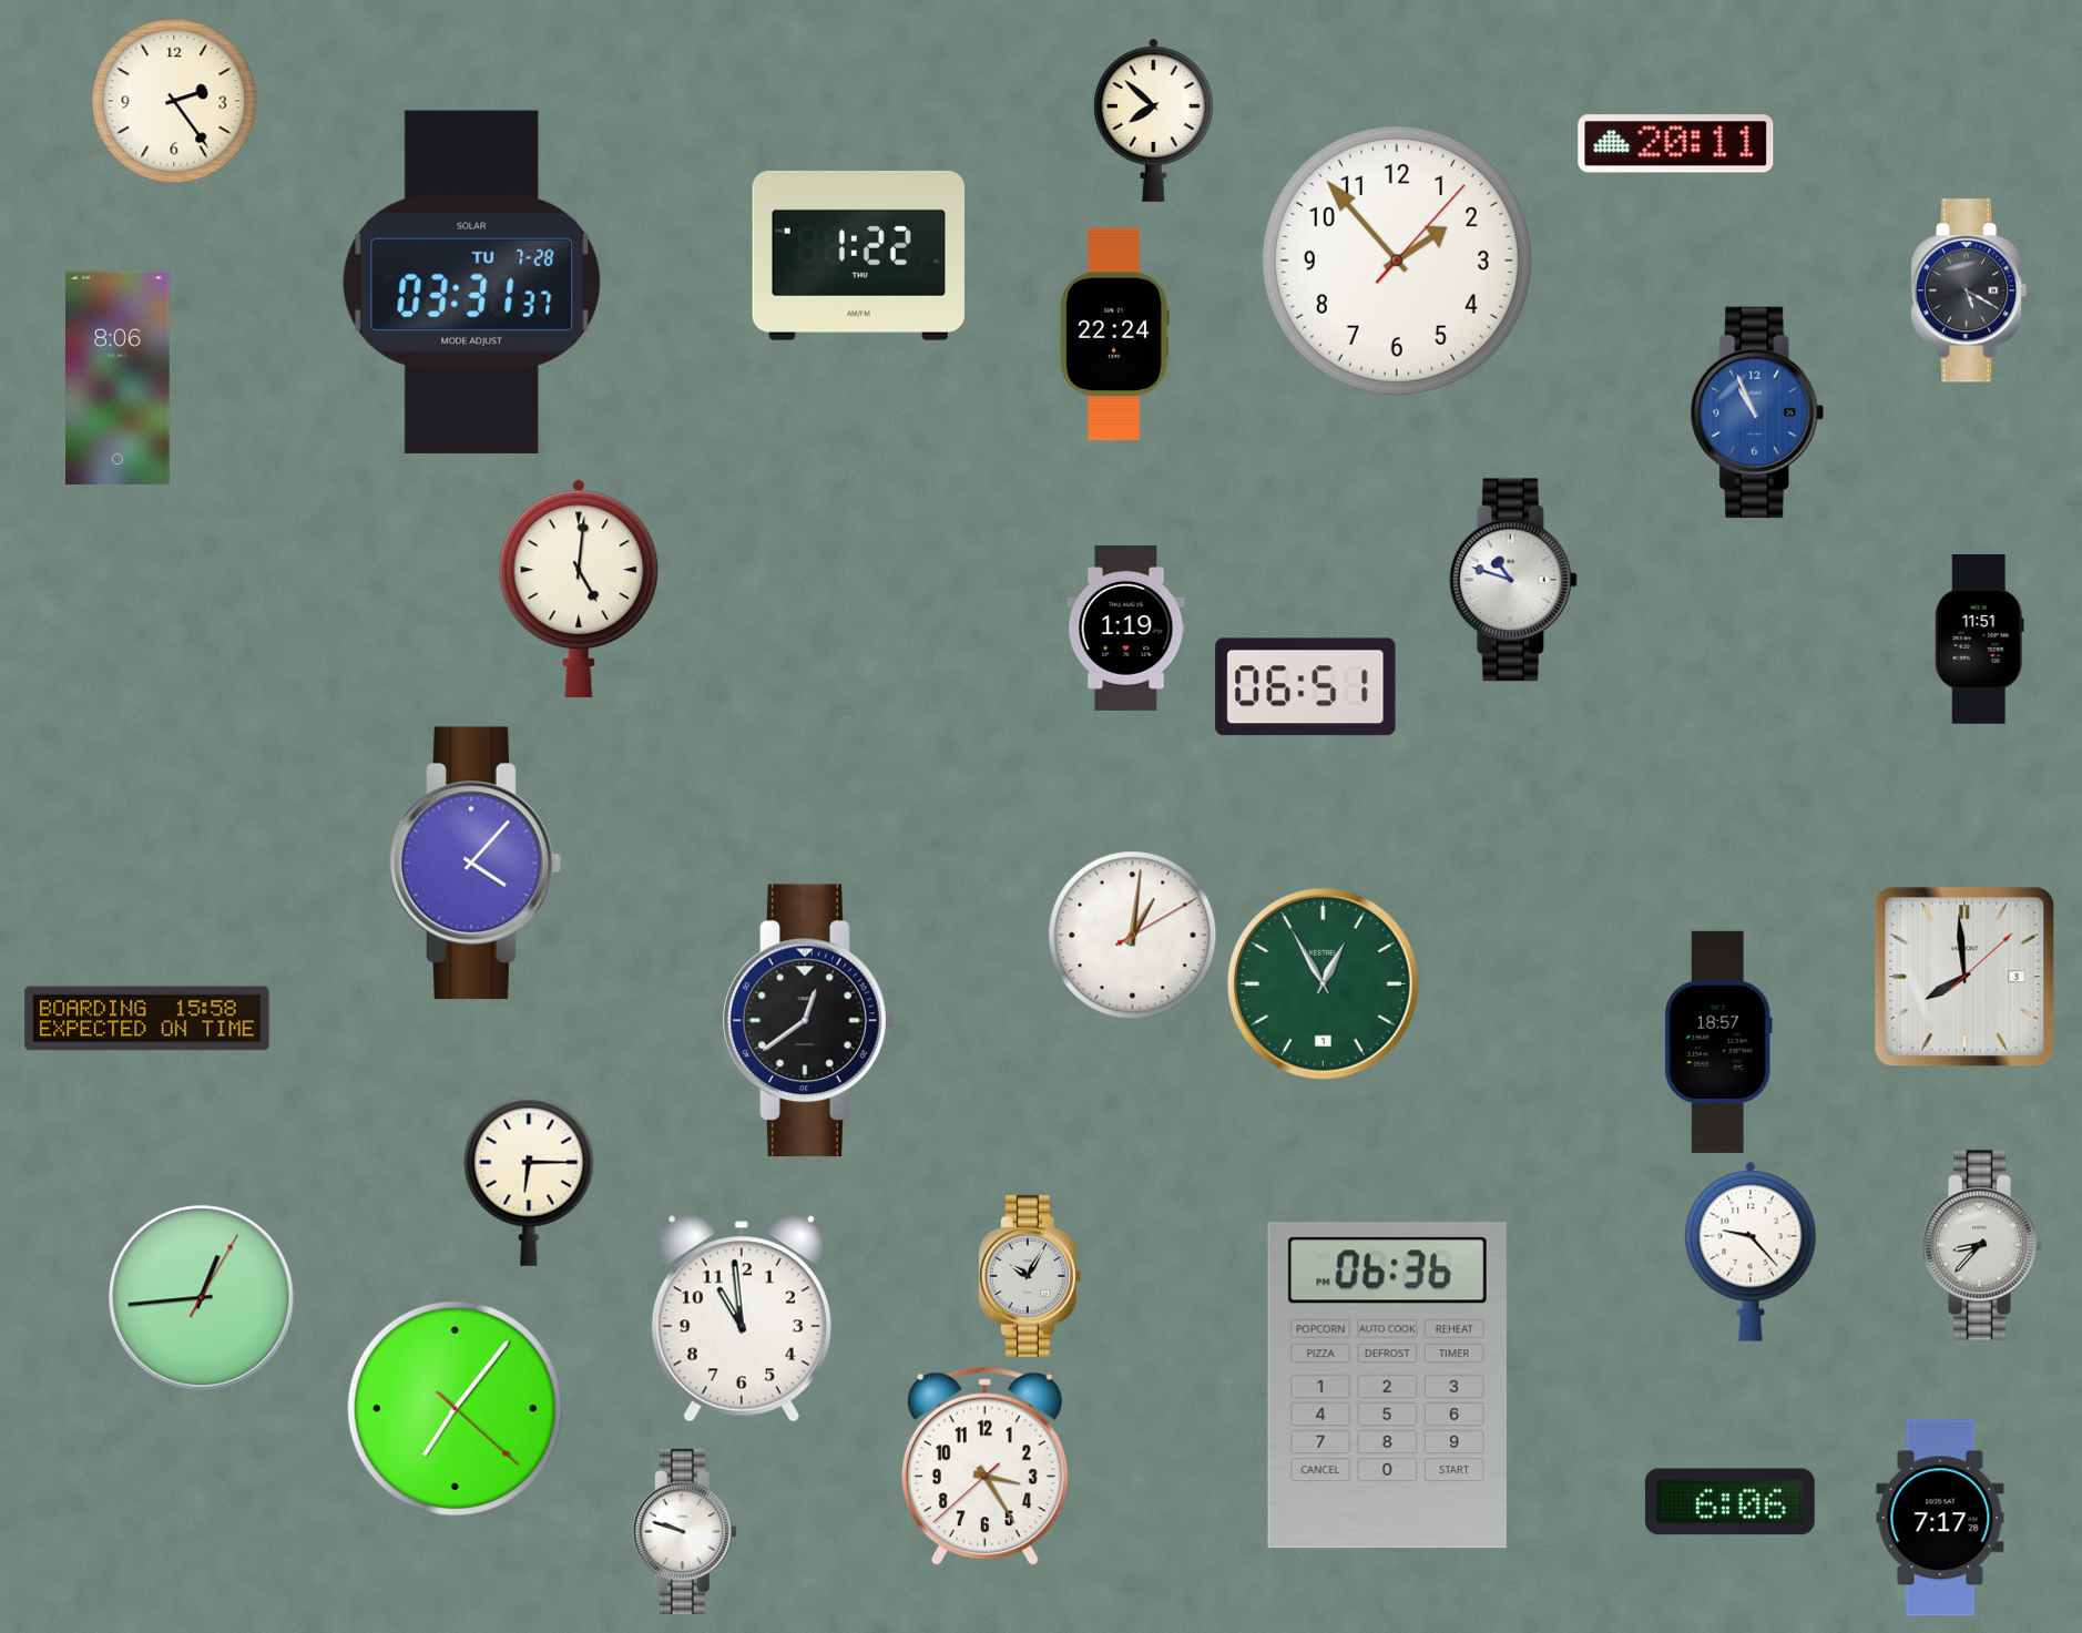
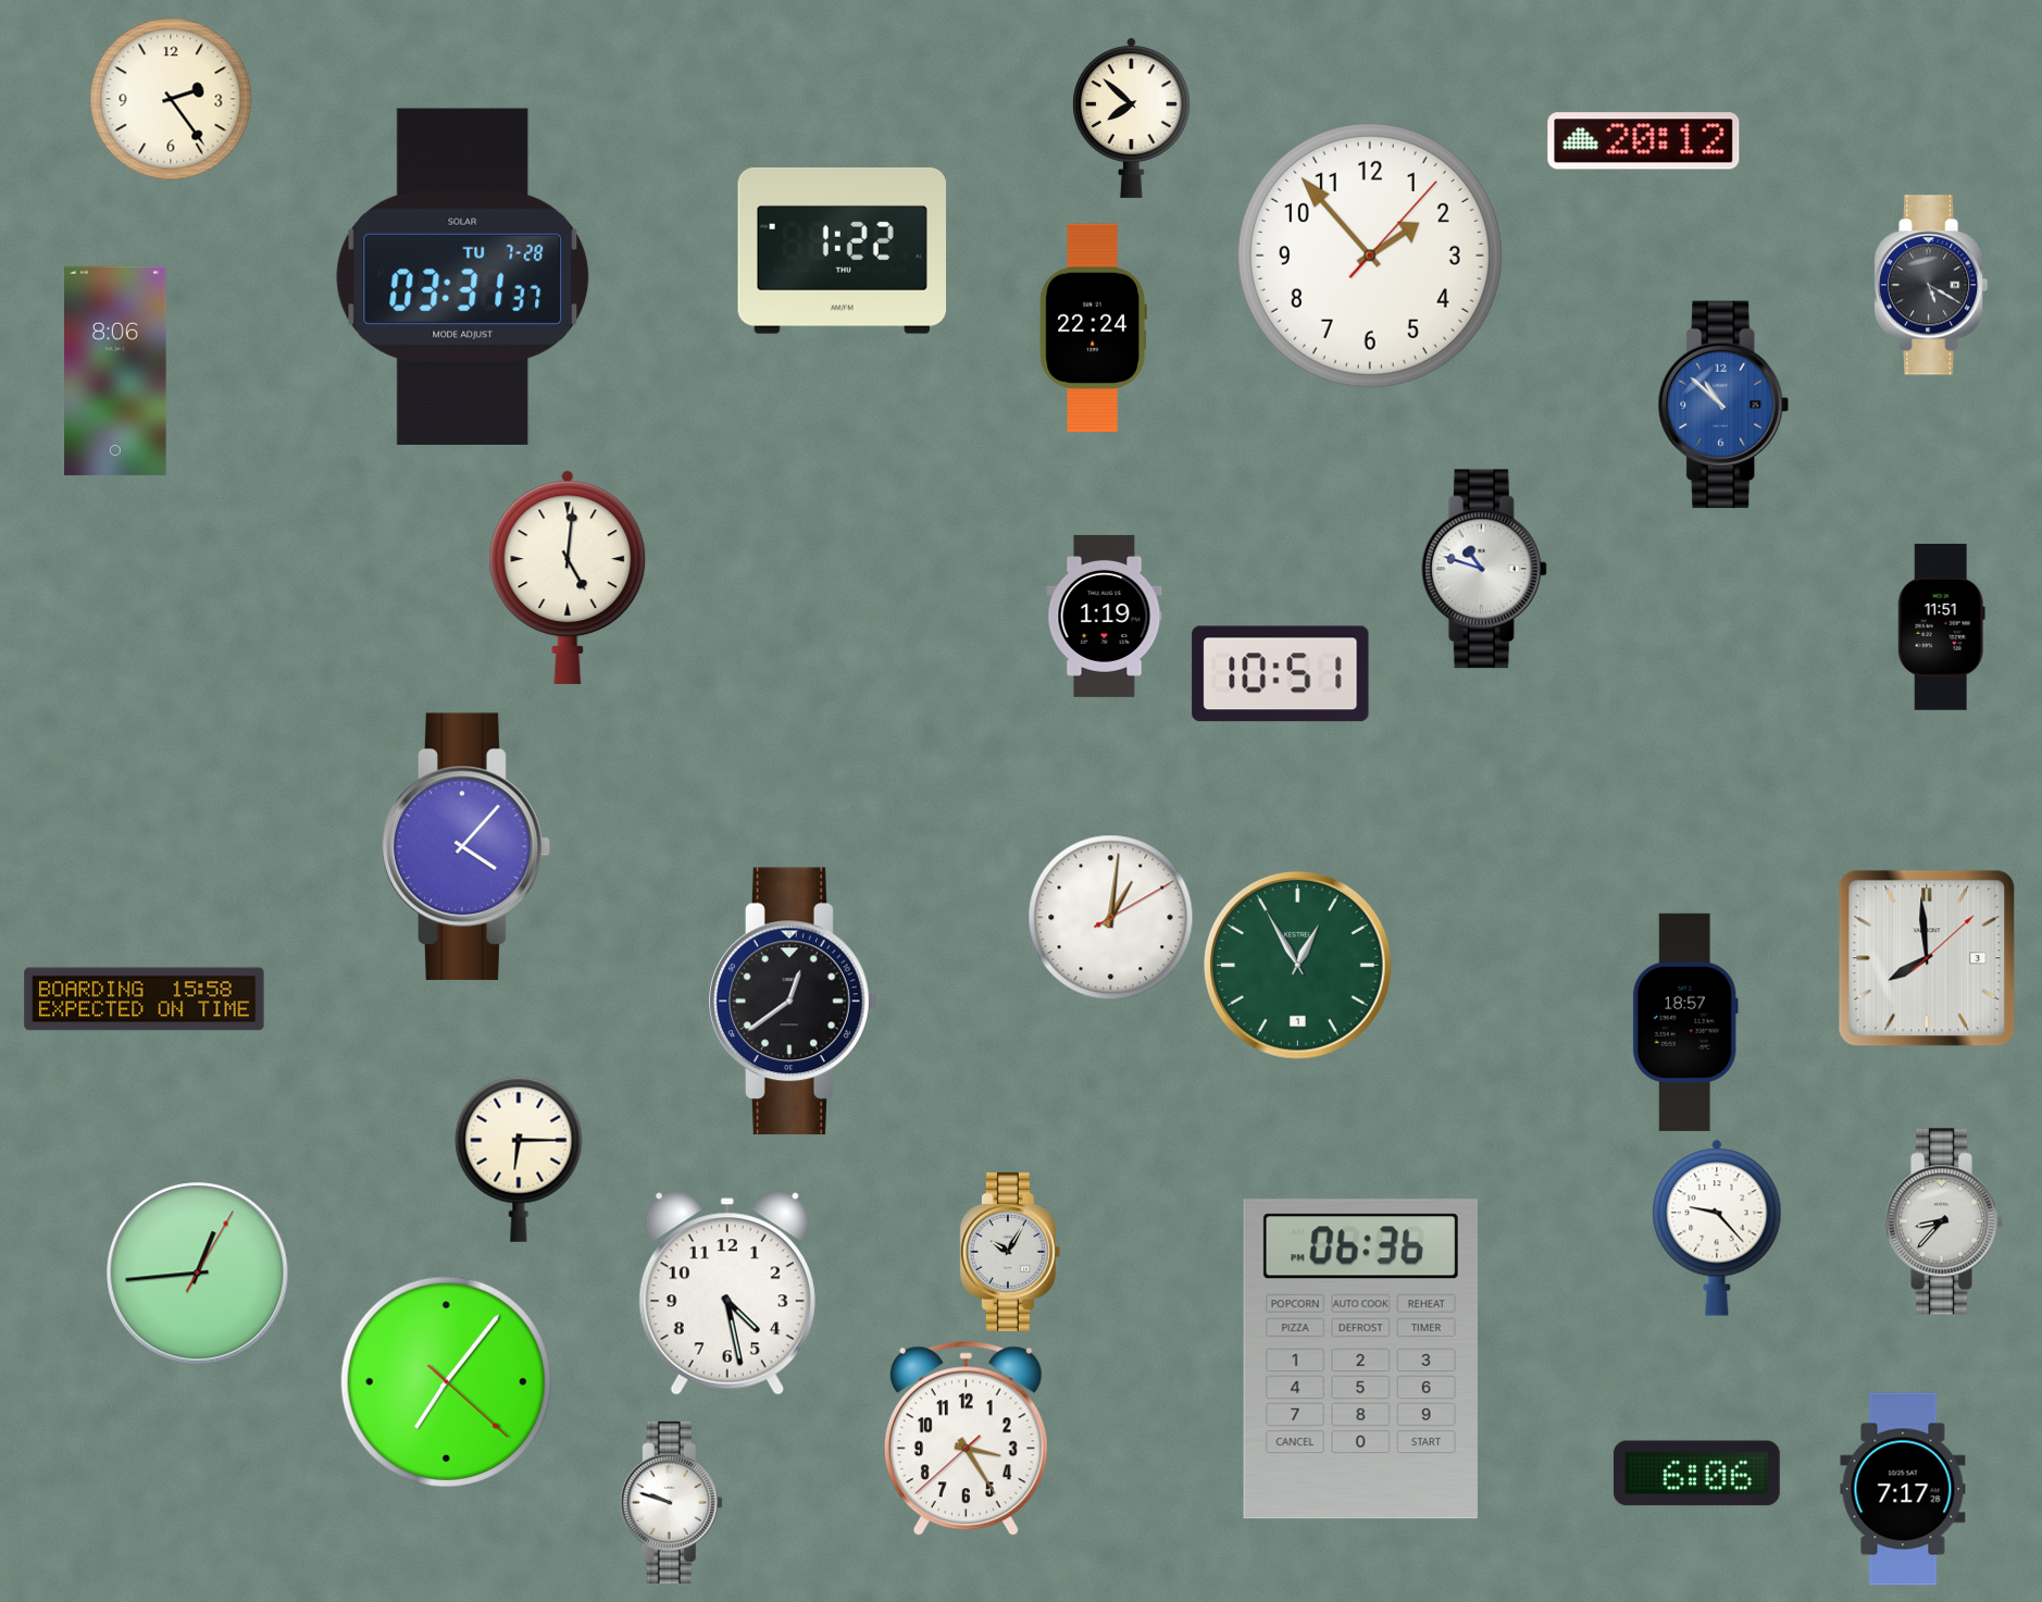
clock at (1676, 144): 20:11 -> 20:12
clock at (1757, 412): 10:56 -> 10:52
clock at (1306, 687): 06:51 -> 10:51
clock at (742, 1318): 10:59 -> 4:28
